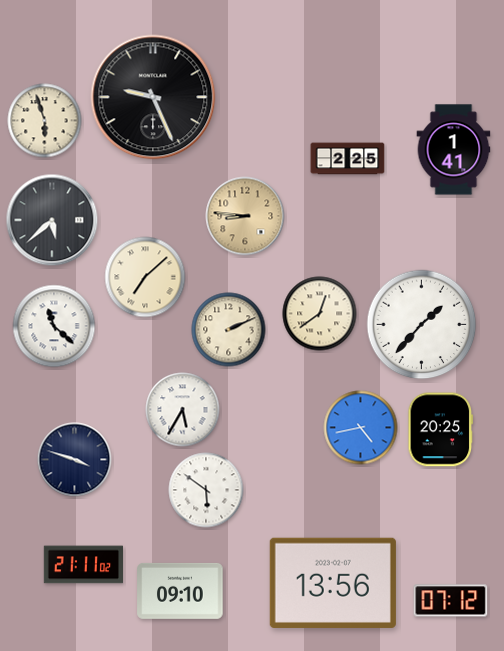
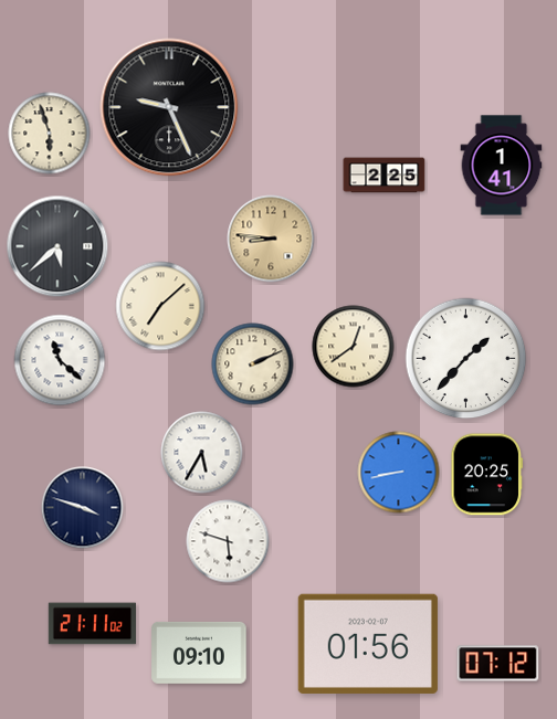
clock at (52, 220) position: (52, 220) -> (57, 246)
clock at (361, 428): 4:43 -> 8:43
clock at (206, 490): 5:51 -> 5:48
clock at (333, 583): 13:56 -> 01:56
